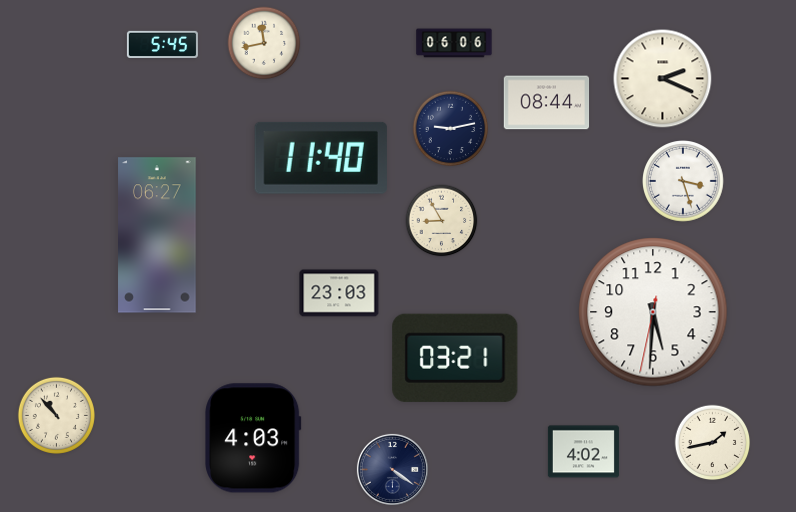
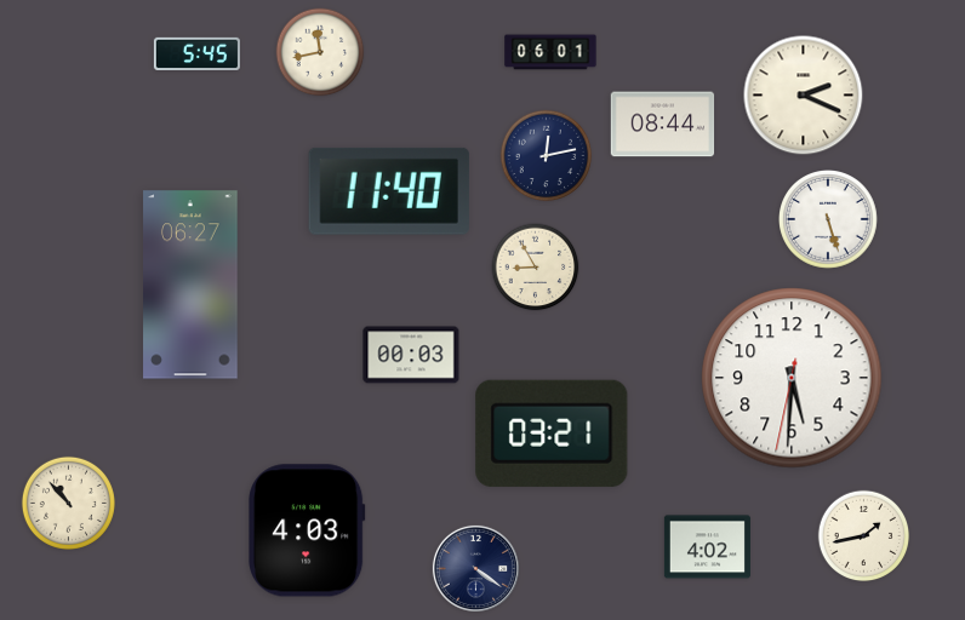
clock at (454, 43): 06:06 -> 06:01
clock at (451, 129): 9:13 -> 12:13
clock at (684, 182): 3:27 -> 5:27
clock at (339, 293): 23:03 -> 00:03
